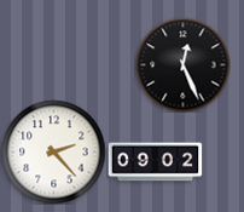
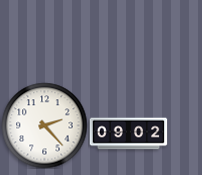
clock at (182, 64): 12:26 -> none
